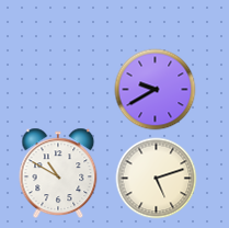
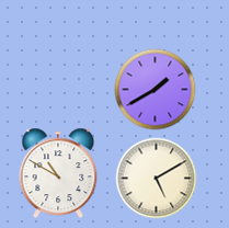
clock at (156, 90): 9:40 -> 1:40
clock at (157, 179): 5:12 -> 5:10
